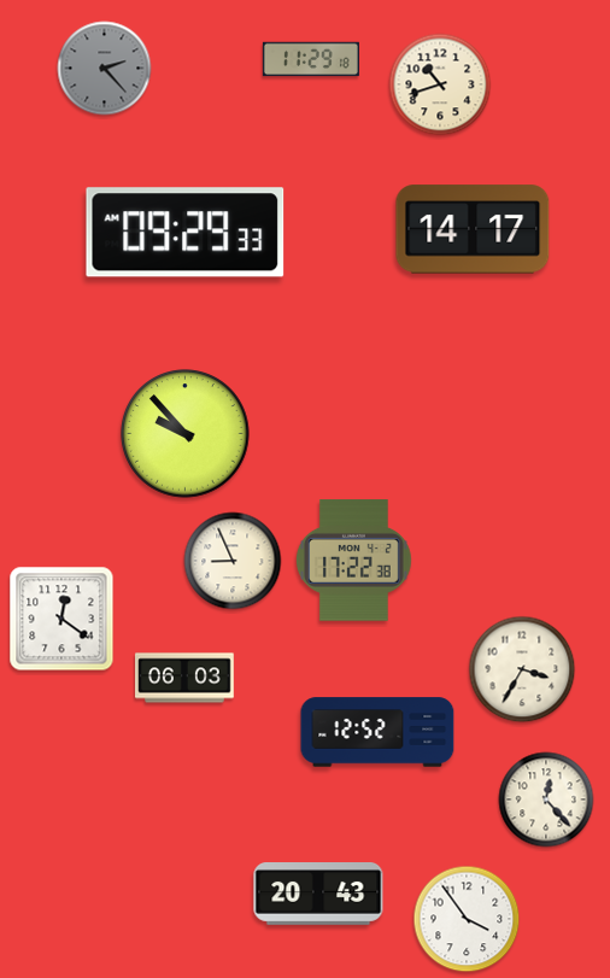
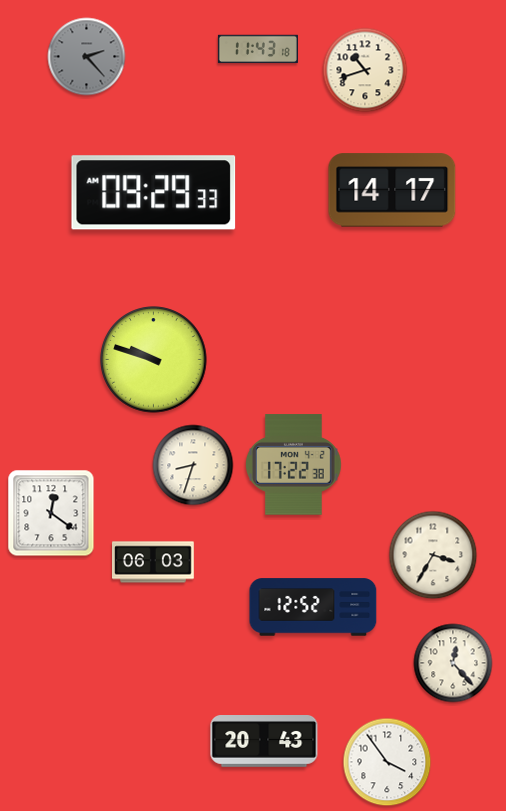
clock at (311, 59): 11:29 -> 11:43
clock at (186, 434): 9:53 -> 9:48
clock at (233, 561): 8:56 -> 8:33
